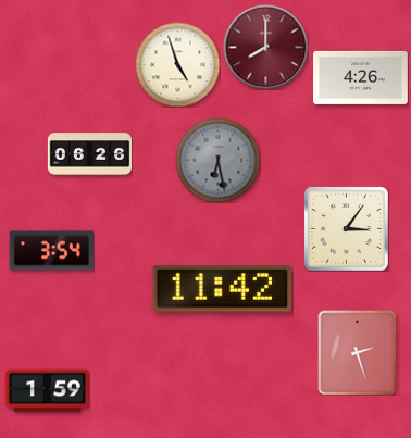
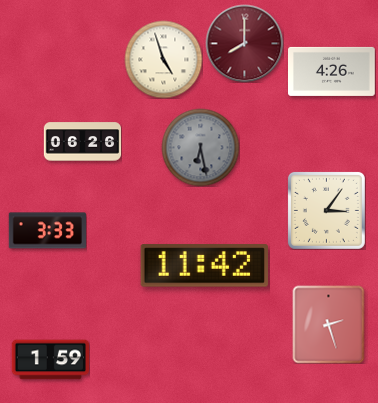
clock at (346, 228) position: (346, 228) -> (326, 210)
clock at (51, 251): 3:54 -> 3:33
clock at (47, 391) position: (47, 391) -> (50, 360)
